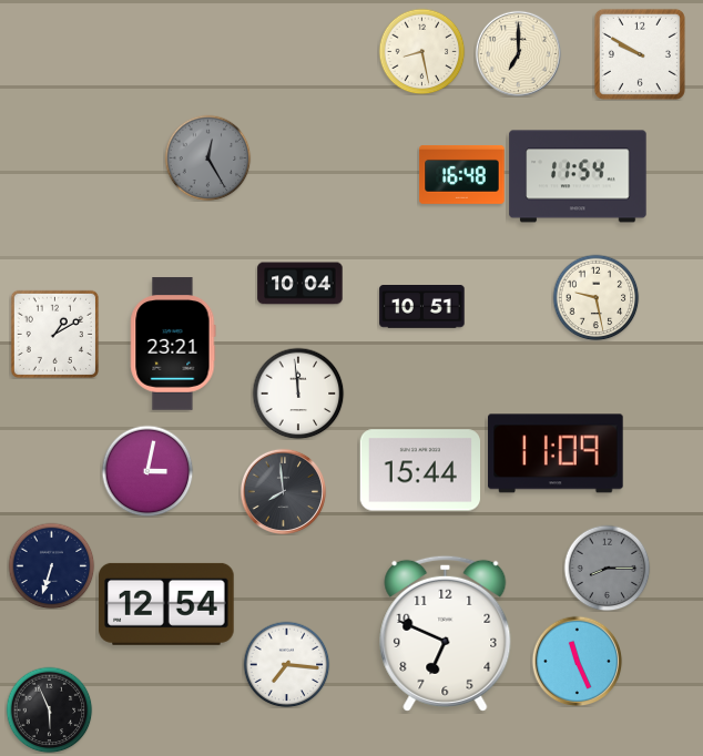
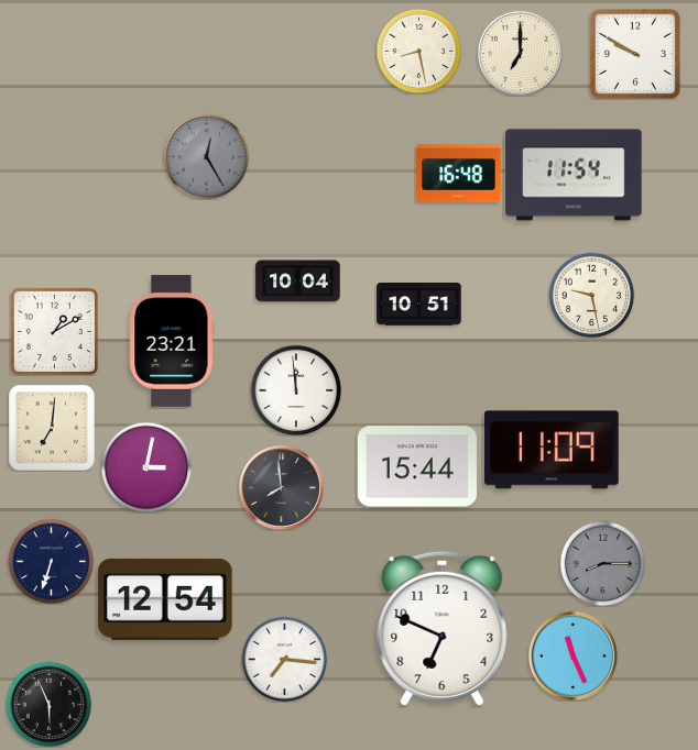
clock at (518, 53) position: (518, 53) -> (520, 53)
clock at (52, 428): none -> 7:01
